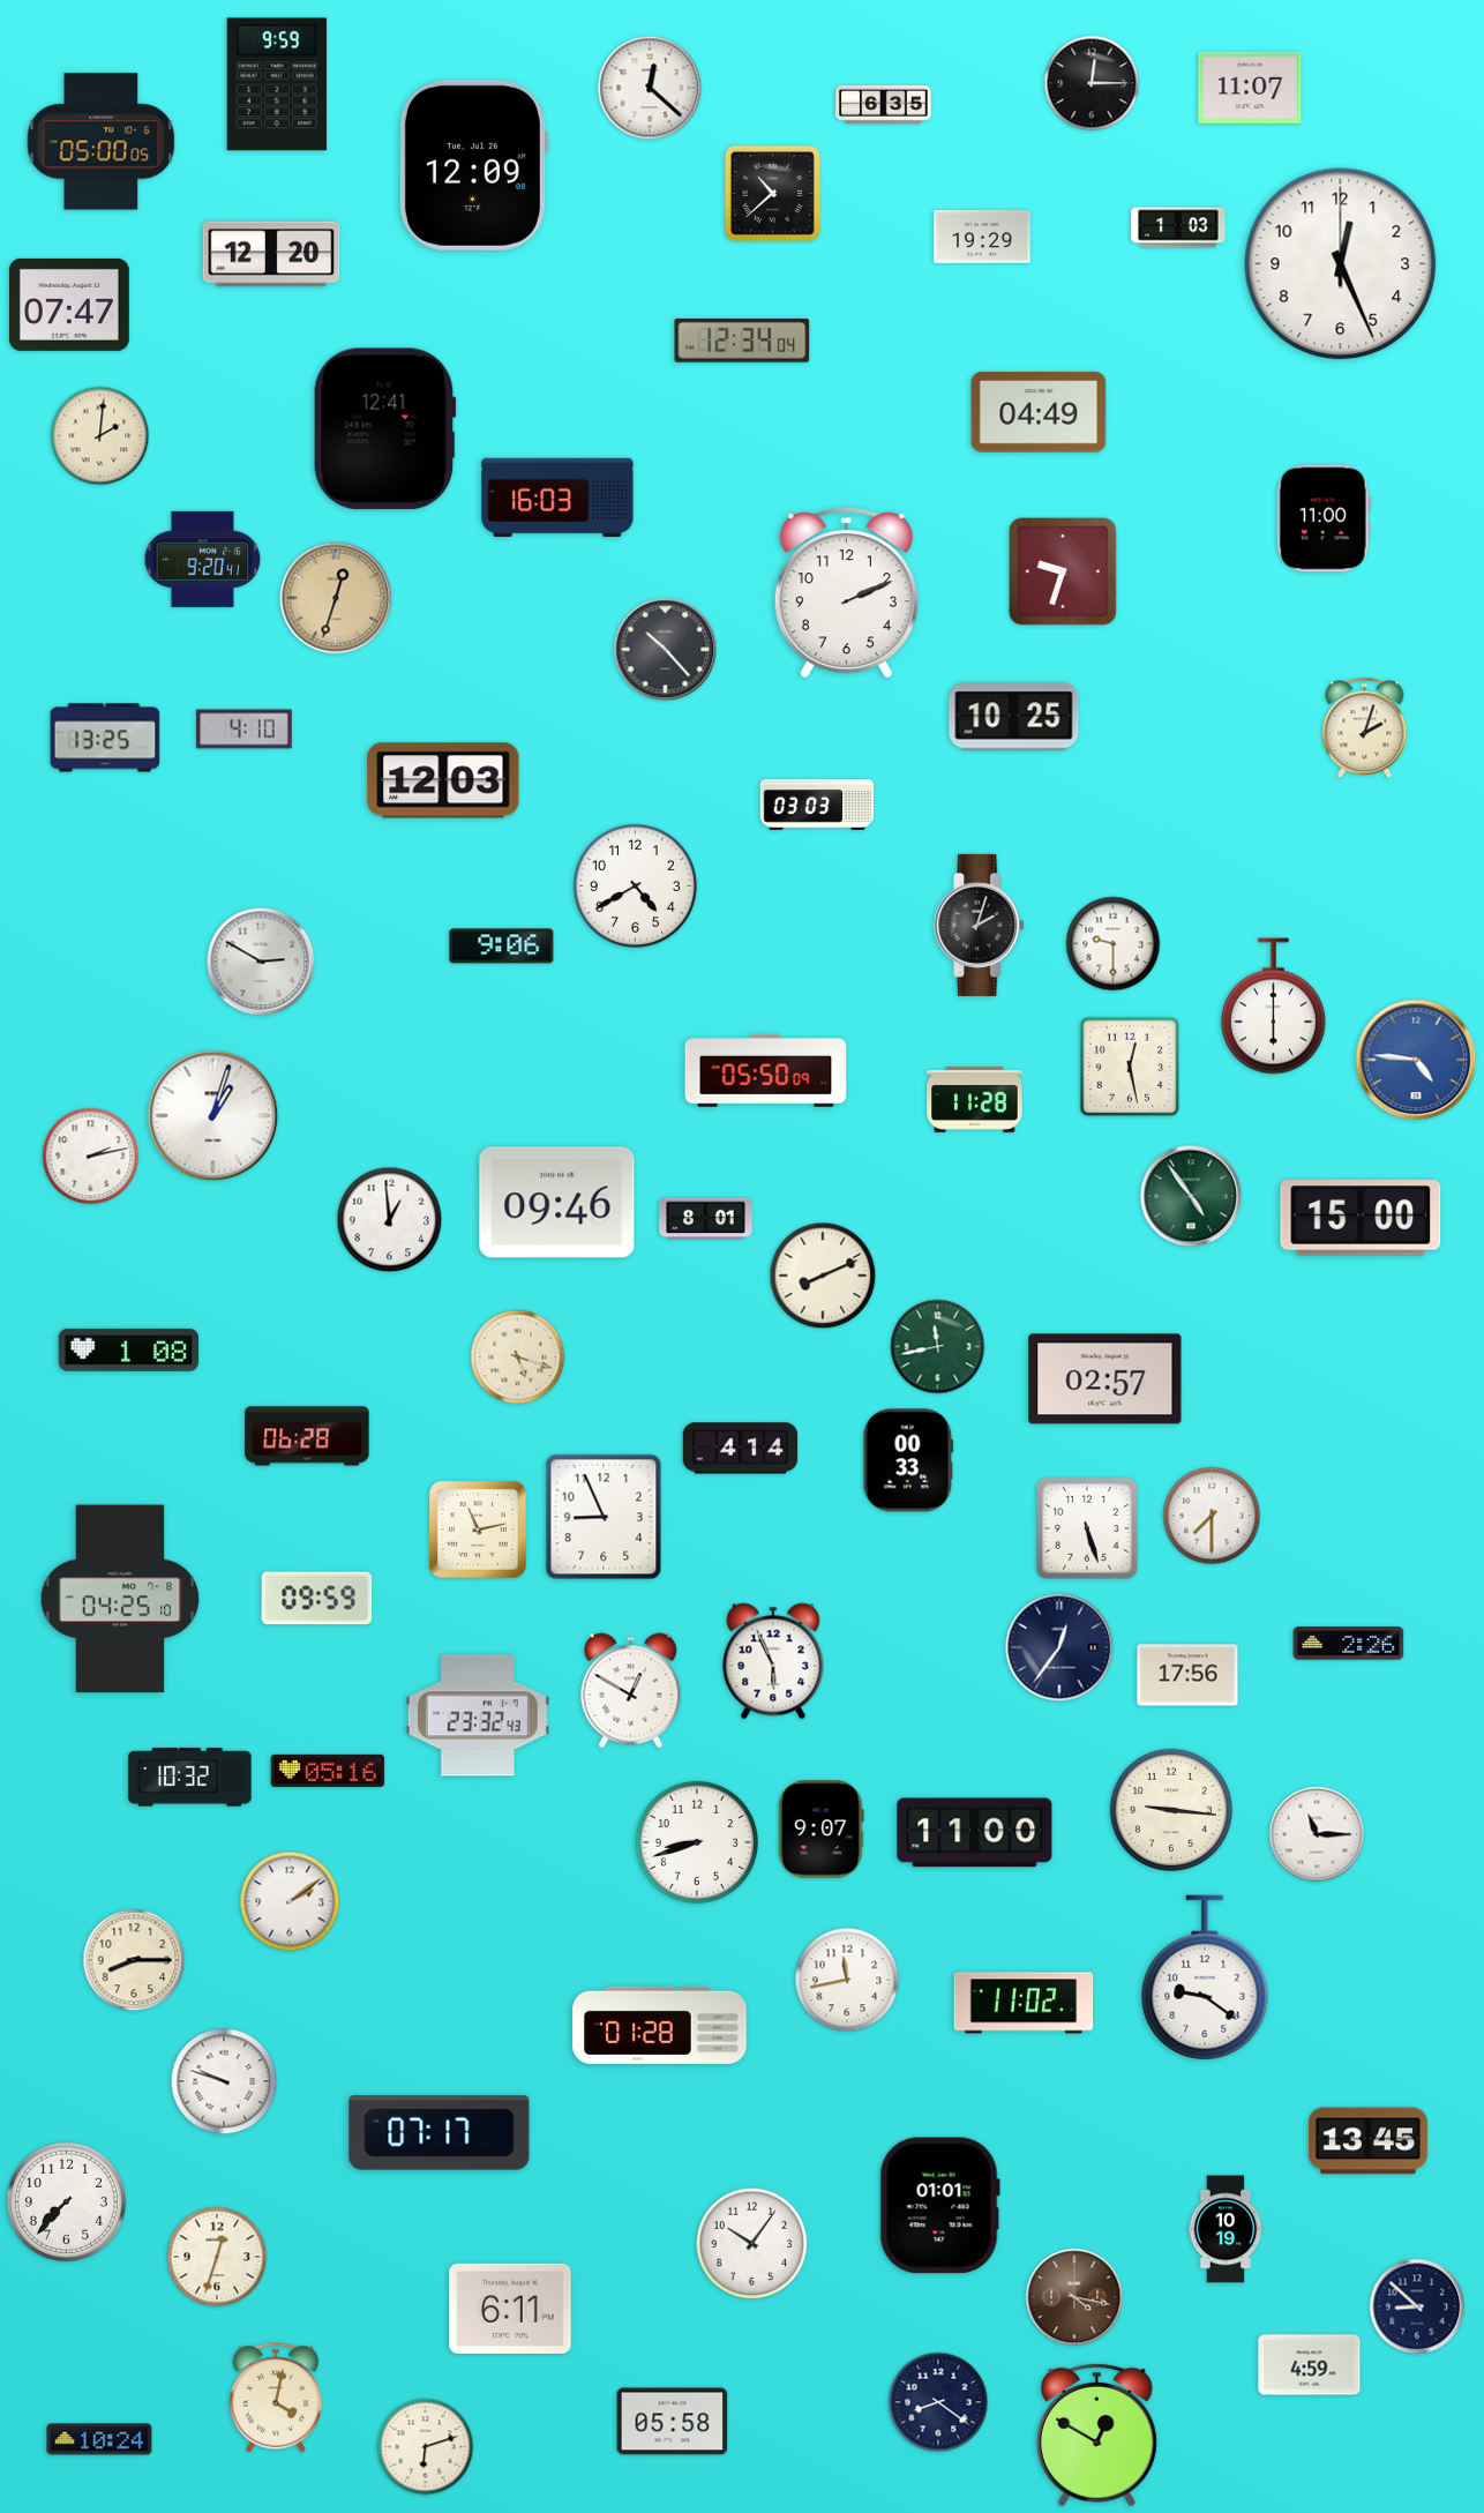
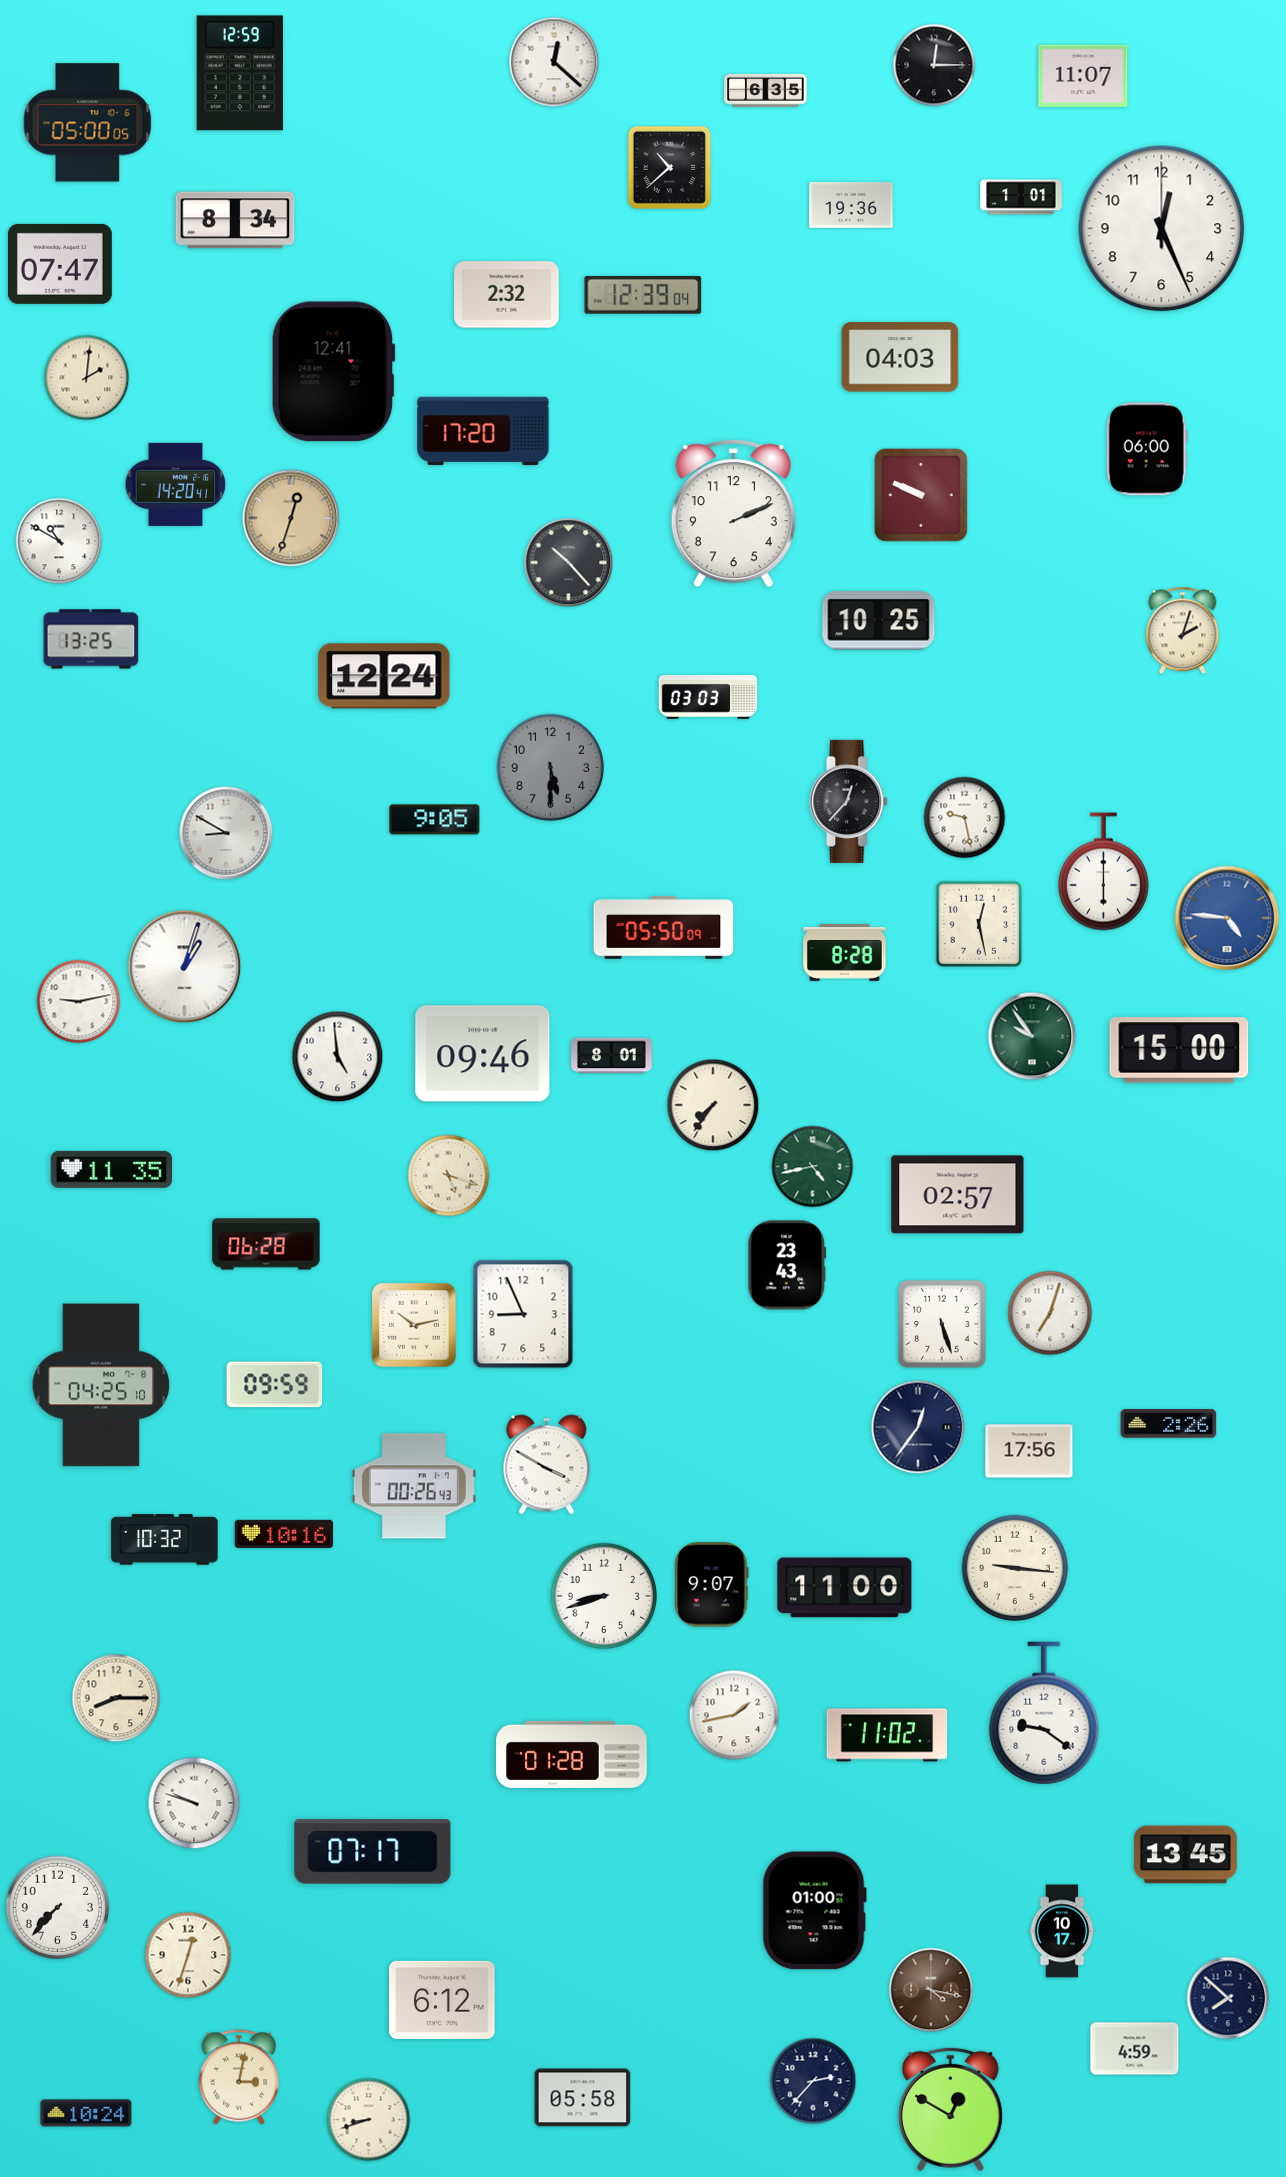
clock at (1092, 83) position: (1092, 83) -> (934, 65)
clock at (277, 84): 9:59 -> 12:59
clock at (650, 88) position: (650, 88) -> (554, 62)
clock at (473, 165): 12:09 -> none
clock at (1178, 227): 1:03 -> 1:01
clock at (982, 238): 19:29 -> 19:36
clock at (271, 254): 12:20 -> 8:34
clock at (507, 295): none -> 2:32
clock at (742, 341): 12:34 -> 12:39
clock at (1039, 412): 04:49 -> 04:03
clock at (557, 498): 16:03 -> 17:20
clock at (1324, 518): 11:00 -> 06:00
clock at (203, 559): 9:20 -> 14:20
clock at (1063, 571): 9:33 -> 9:49
clock at (59, 541): none -> 10:50
clock at (666, 650) position: (666, 650) -> (569, 563)
clock at (245, 730): 4:10 -> none
clock at (443, 780): 12:03 -> 12:24
clock at (635, 885): 4:40 -> 5:30
clock at (635, 885) dial: white -> grey
clock at (980, 925): 2:03 -> 12:37
clock at (1114, 944): 9:30 -> 9:28
clock at (502, 947): 9:06 -> 9:05
clock at (261, 962): 2:50 -> 8:50
clock at (975, 1100): 11:28 -> 8:28
clock at (91, 1157): 2:13 -> 9:13
clock at (1191, 1196): 4:54 -> 9:54
clock at (557, 1203) position: (557, 1203) -> (483, 1054)
clock at (1361, 1218) position: (1361, 1218) -> (1179, 1050)
clock at (390, 1220): 12:59 -> 4:59
clock at (823, 1276): 8:11 -> 7:36
clock at (938, 1347): 11:43 -> 4:43
clock at (128, 1349): 1:08 -> 11:35
clock at (740, 1449): 4:14 -> none
clock at (908, 1460): 00:33 -> 23:43
clock at (1212, 1516): 7:30 -> 7:03
clock at (479, 1531): 11:13 -> 10:13
clock at (120, 1599) position: (120, 1599) -> (101, 1385)
clock at (773, 1661): 5:56 -> none
clock at (631, 1691): 12:50 -> 3:50
clock at (478, 1715): 23:32 -> 00:26
clock at (328, 1771): 05:16 -> 10:16
clock at (1317, 1834): 11:15 -> none
clock at (290, 1901): 2:09 -> none
clock at (847, 1980): 11:43 -> 1:43
clock at (440, 2133) position: (440, 2133) -> (373, 1852)
clock at (939, 2206): 01:01 -> 01:00
clock at (1226, 2229): 10:19 -> 10:17
clock at (752, 2244): 10:06 -> none
clock at (1417, 2306): 8:52 -> 7:52
clock at (510, 2309): 6:11 -> 6:12
clock at (276, 2398): 4:02 -> 3:02
clock at (938, 2402): 8:21 -> 2:37
clock at (426, 2447): 6:12 -> 8:42
